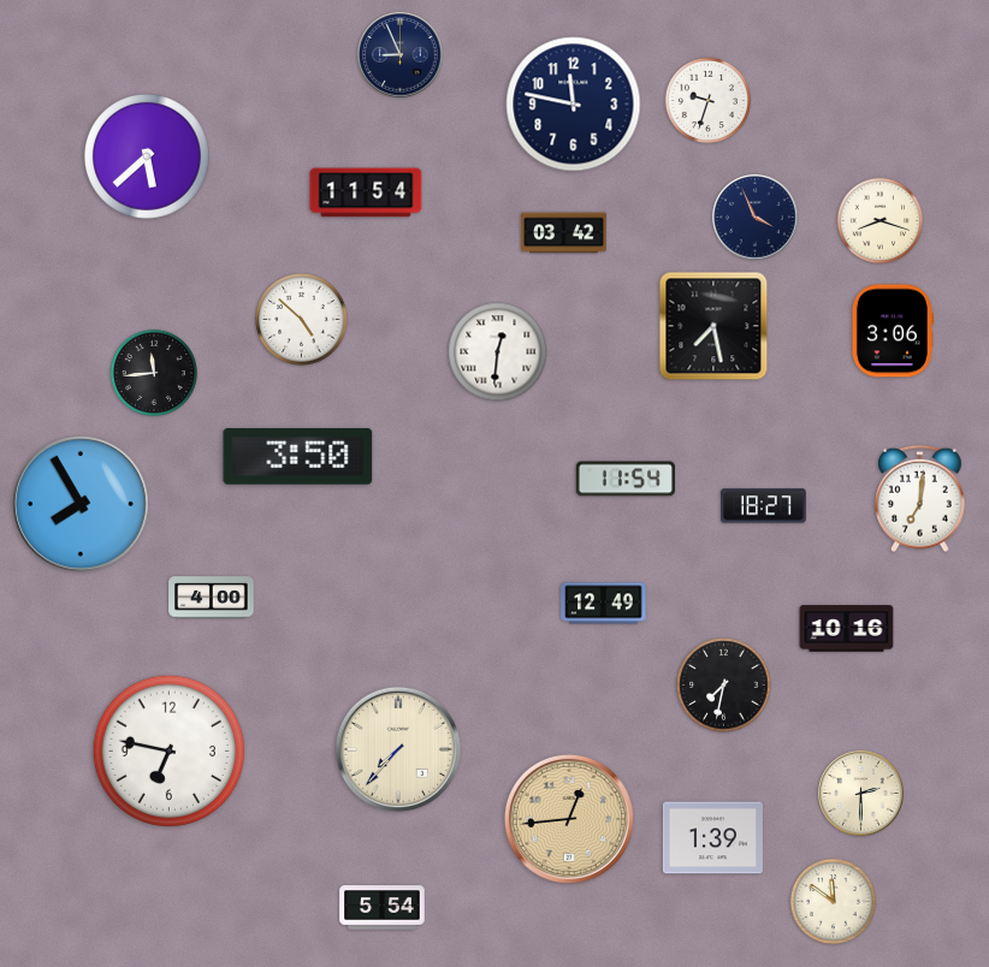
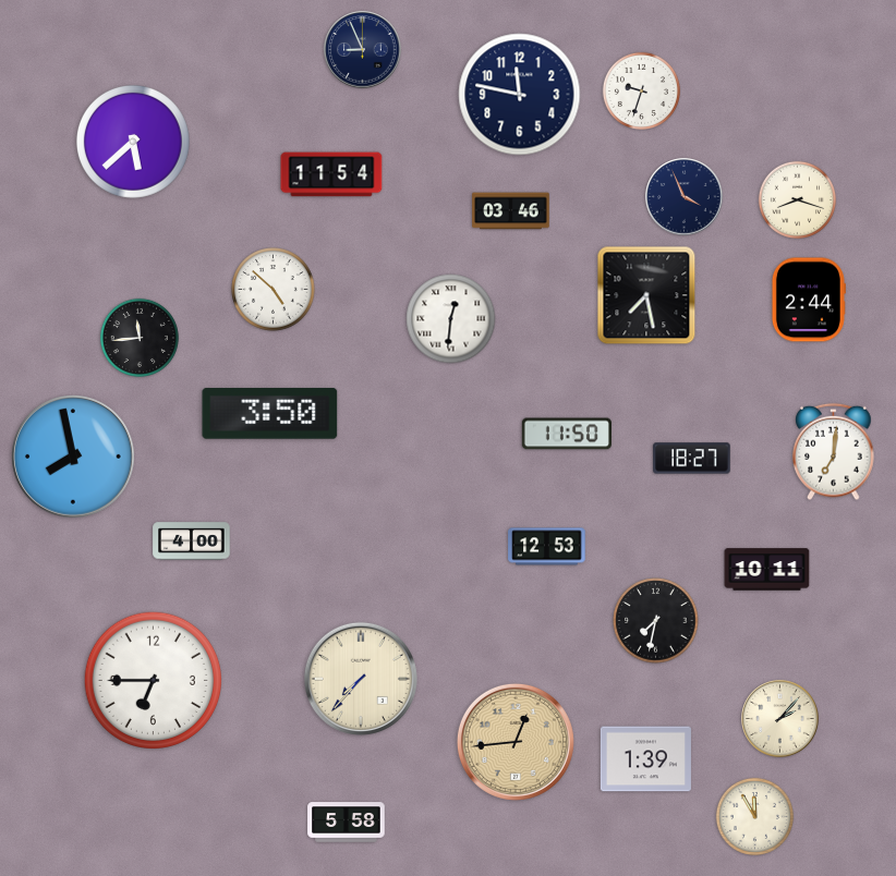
clock at (564, 233): 03:42 -> 03:46
clock at (892, 331): 3:06 -> 2:44
clock at (626, 479): 11:54 -> 11:50
clock at (81, 505): 7:55 -> 7:58
clock at (604, 604): 12:49 -> 12:53
clock at (847, 629): 10:16 -> 10:11
clock at (168, 751): 6:47 -> 6:45
clock at (861, 794): 2:30 -> 2:07
clock at (833, 901): 11:51 -> 11:55
clock at (383, 908): 5:54 -> 5:58
